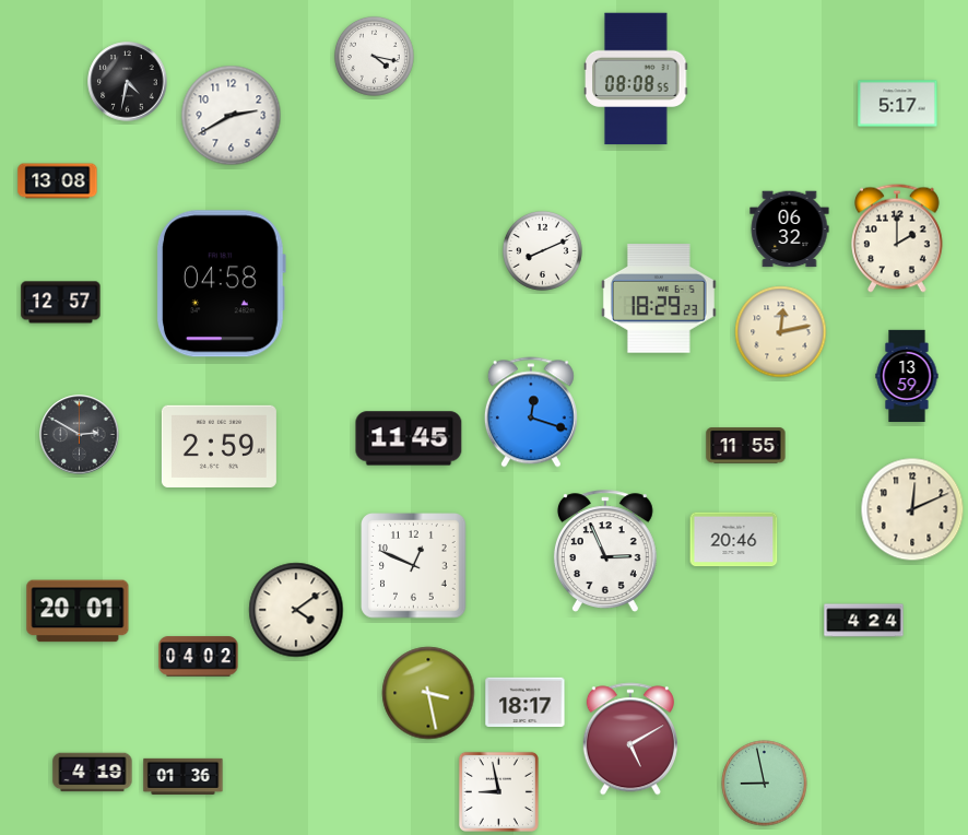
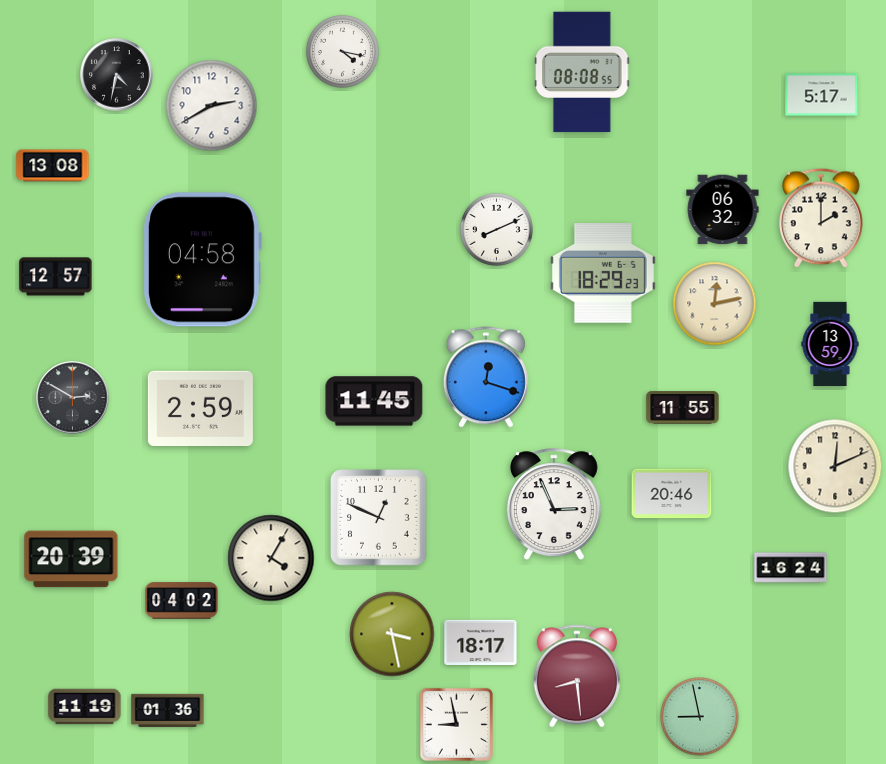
clock at (296, 610): 4:09 -> 4:05
clock at (78, 611): 20:01 -> 20:39
clock at (864, 621): 4:24 -> 16:24
clock at (630, 739): 5:10 -> 8:29
clock at (93, 773): 4:19 -> 11:19
